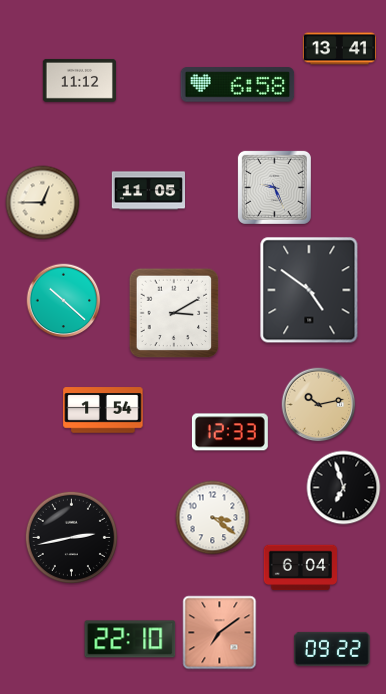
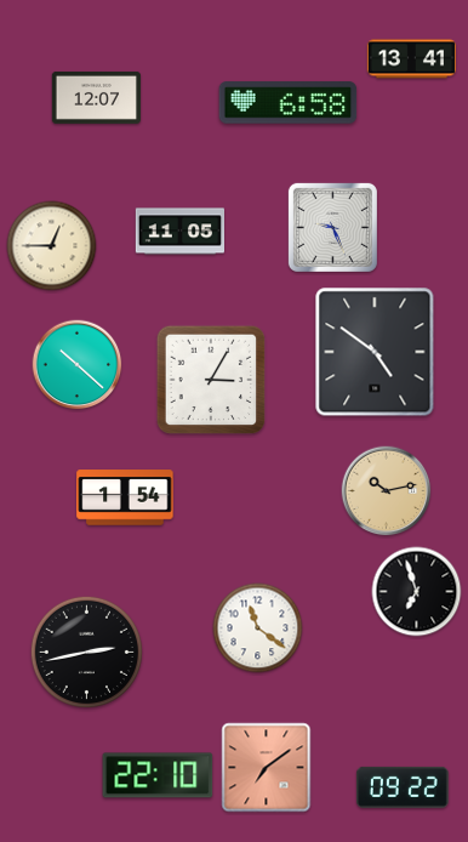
clock at (79, 80): 11:12 -> 12:07
clock at (174, 313): 3:10 -> 3:05
clock at (230, 432): 12:33 -> none
clock at (213, 518): 3:21 -> 11:21
clock at (300, 568): 6:04 -> none
